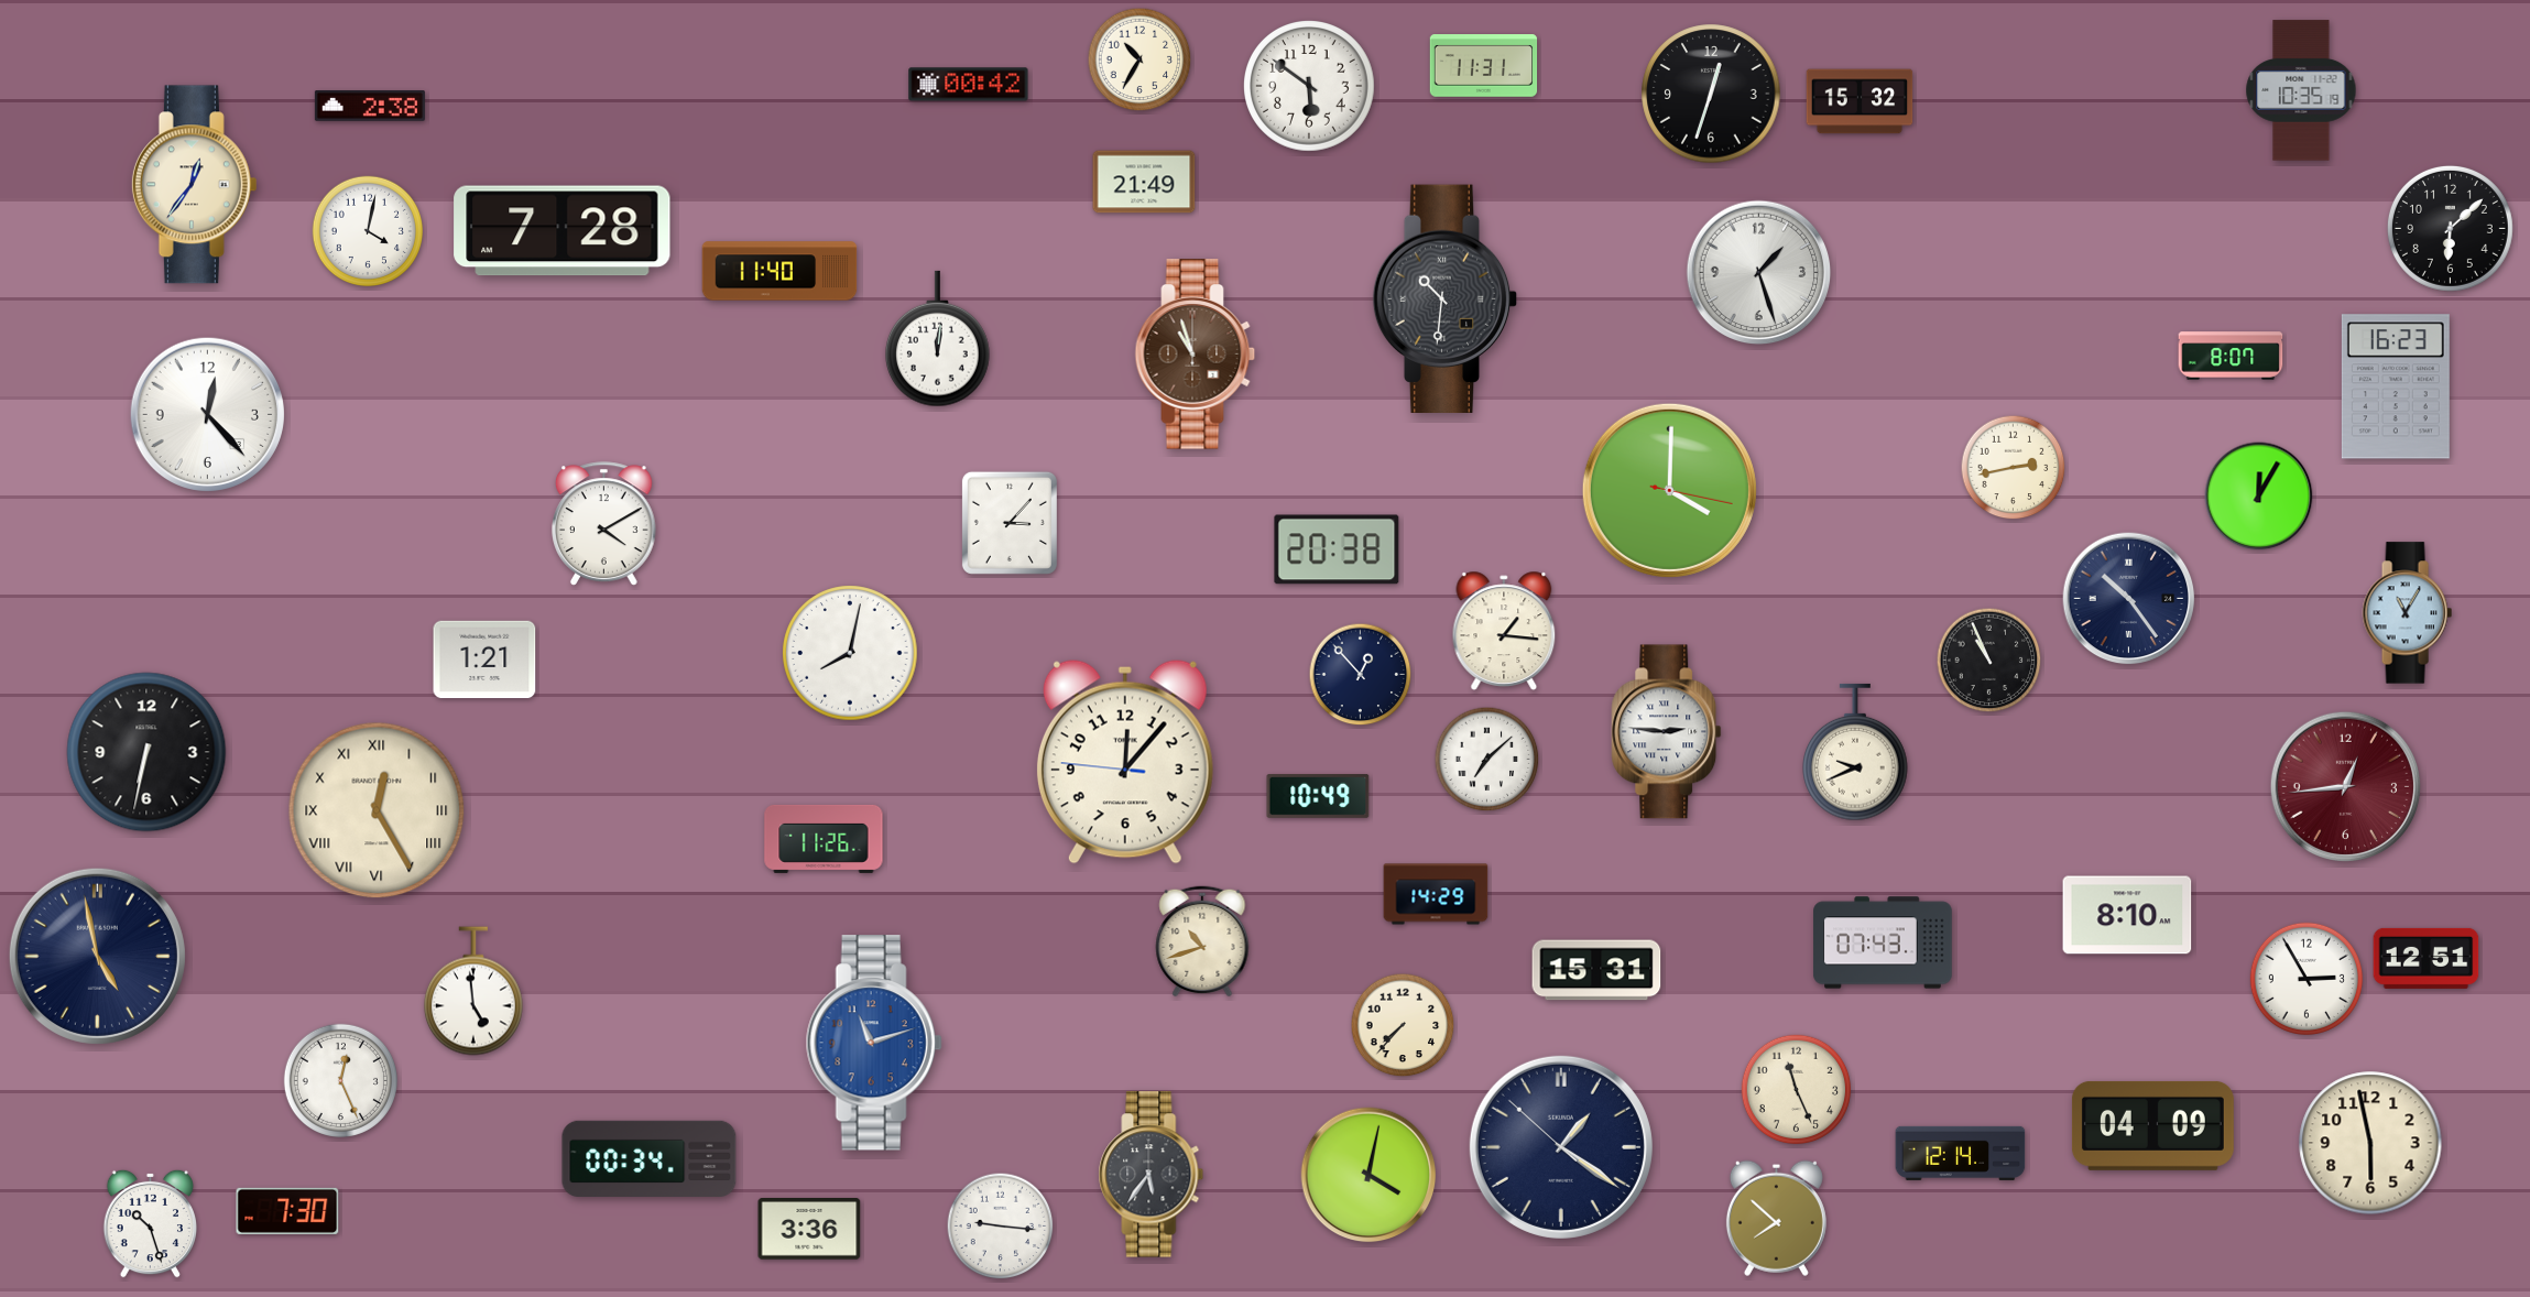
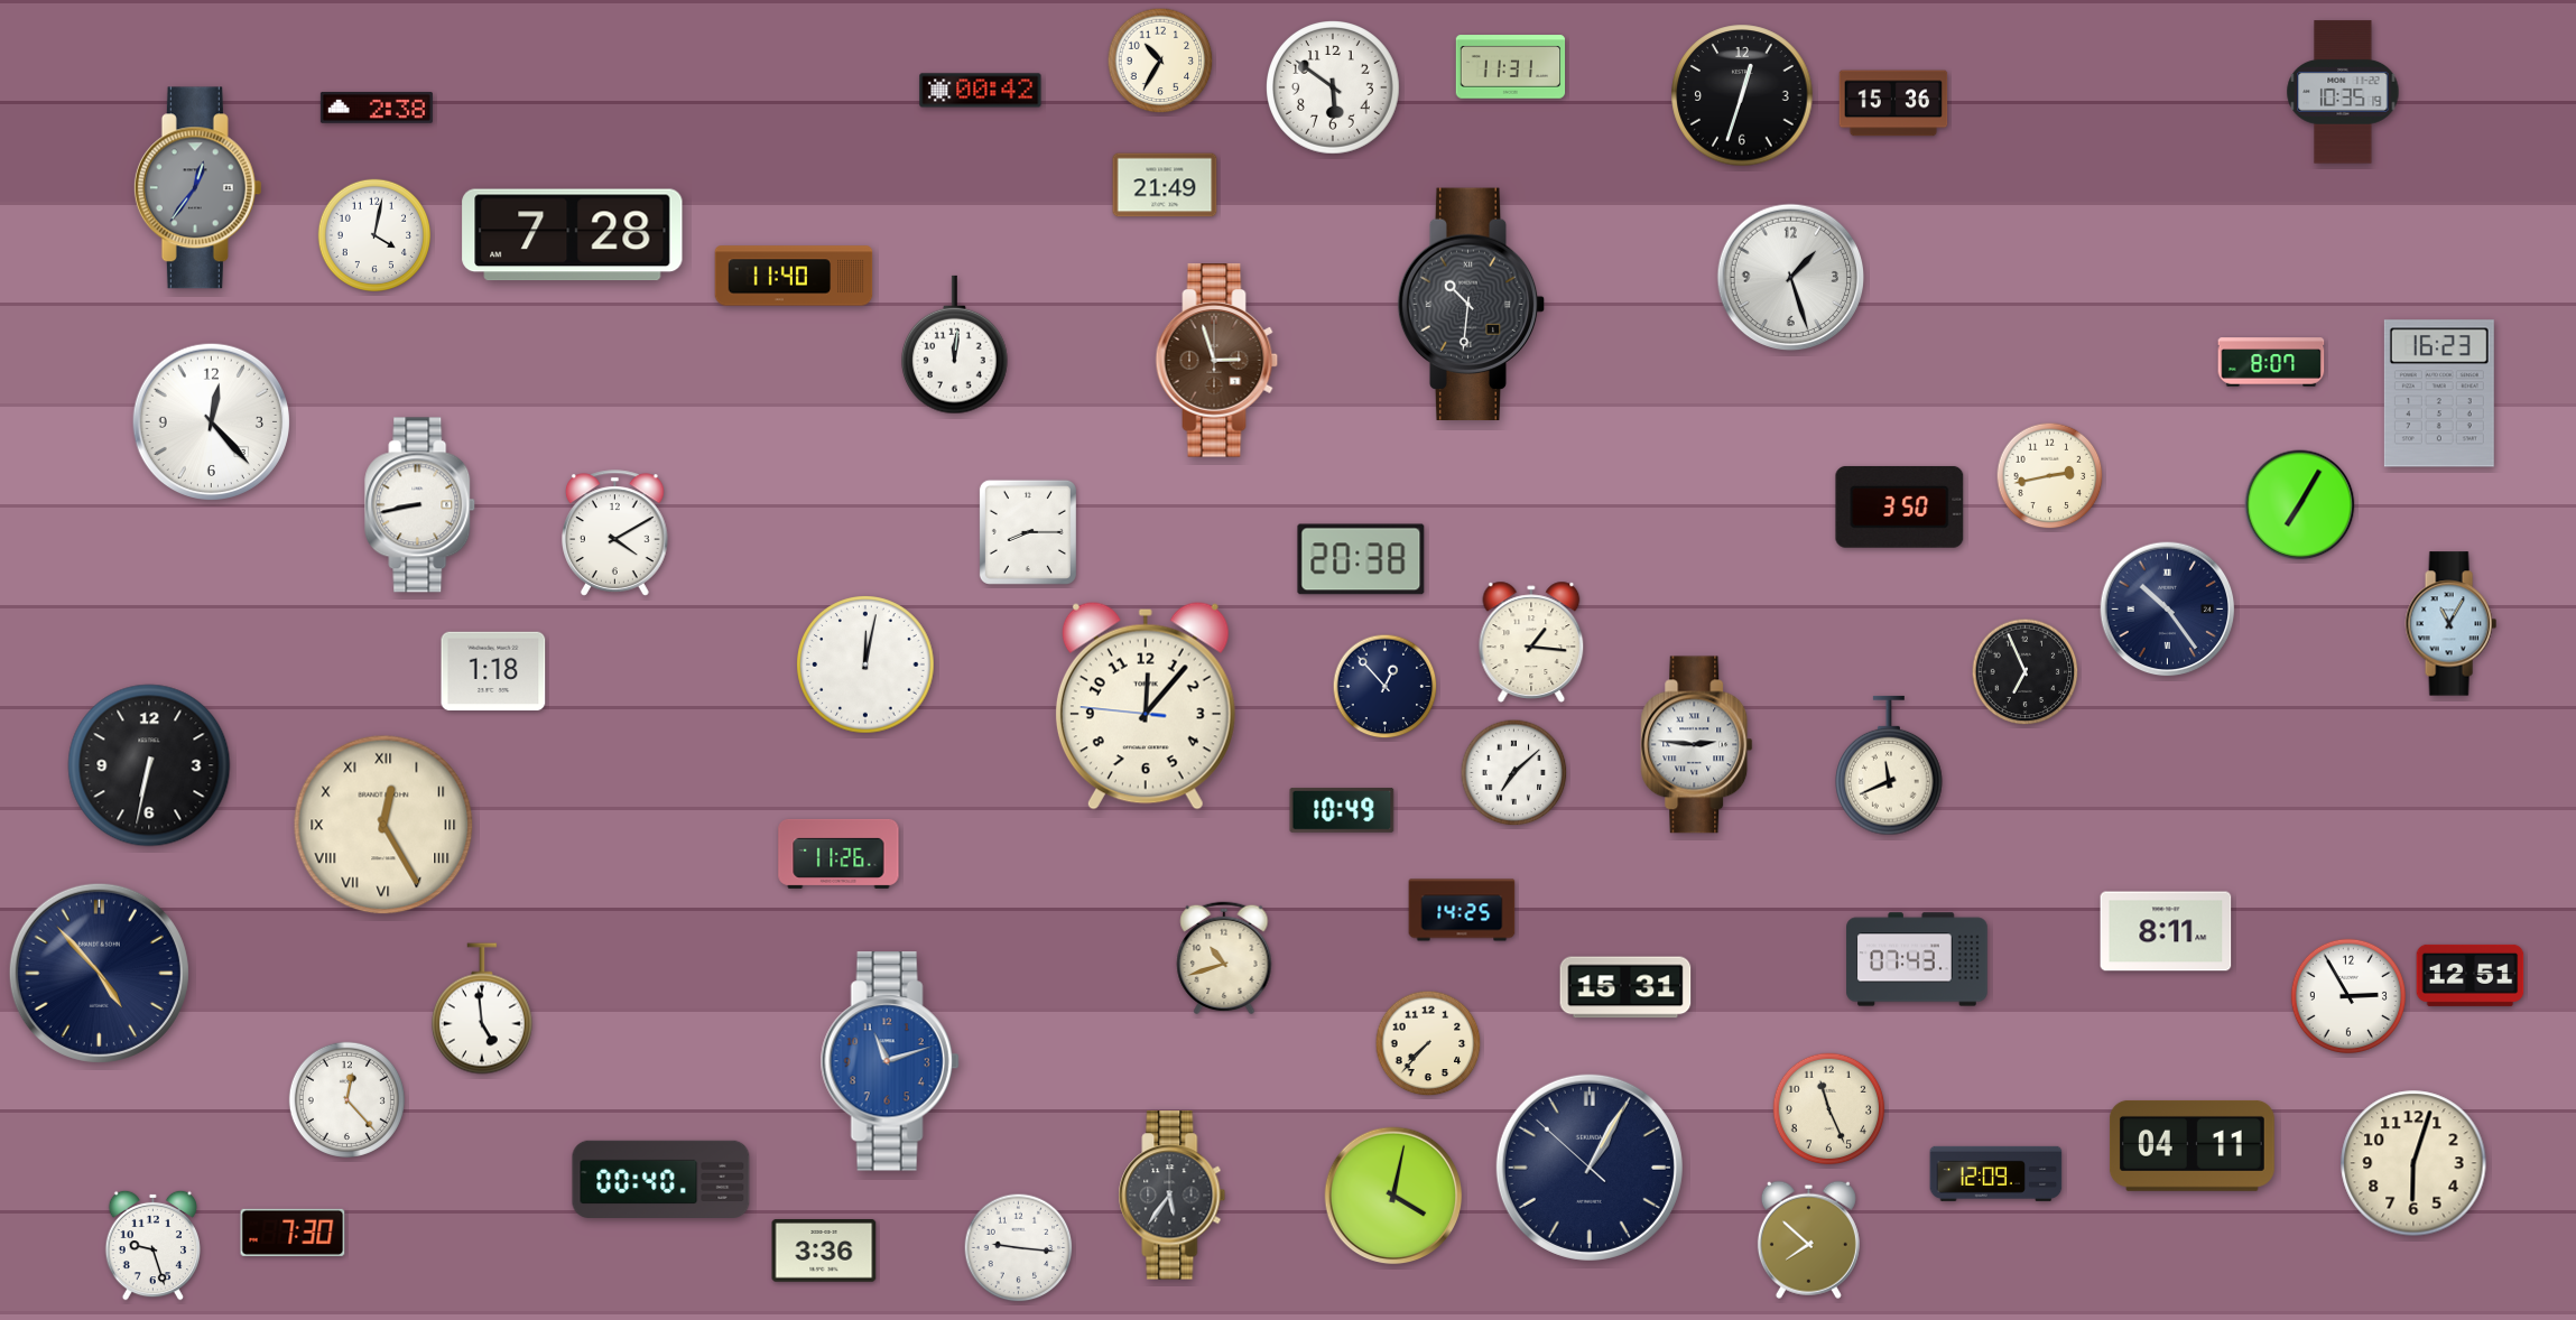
clock at (969, 85) position: (969, 85) -> (981, 91)
clock at (1860, 101): 15:32 -> 15:36
clock at (194, 185) dial: cream -> grey
clock at (2450, 228): 6:08 -> none
clock at (1196, 355): 10:57 -> 2:57
clock at (1669, 490): 4:00 -> none
clock at (420, 505): none -> 8:43
clock at (2259, 497): 12:05 -> 7:05
clock at (1900, 506): none -> 3:50
clock at (1010, 523): 3:07 -> 8:15
clock at (850, 653): 8:02 -> 12:02
clock at (484, 660): 1:21 -> 1:18
clock at (1989, 661): 10:56 -> 6:56
clock at (1855, 752): 9:41 -> 11:41
clock at (1125, 762) position: (1125, 762) -> (1146, 706)
clock at (2345, 786): 12:44 -> none
clock at (1436, 894): 14:29 -> 14:25
clock at (2127, 915): 8:10 -> 8:11
clock at (97, 956): 4:58 -> 4:53
clock at (340, 1080): 12:26 -> 12:23
clock at (2152, 1125): 04:09 -> 04:11
clock at (2370, 1143): 5:58 -> 6:03
clock at (1561, 1147): 1:20 -> 1:04
clock at (1961, 1153): 12:14 -> 12:09
clock at (650, 1158): 00:34 -> 00:40
clock at (150, 1223): 10:27 -> 9:27
